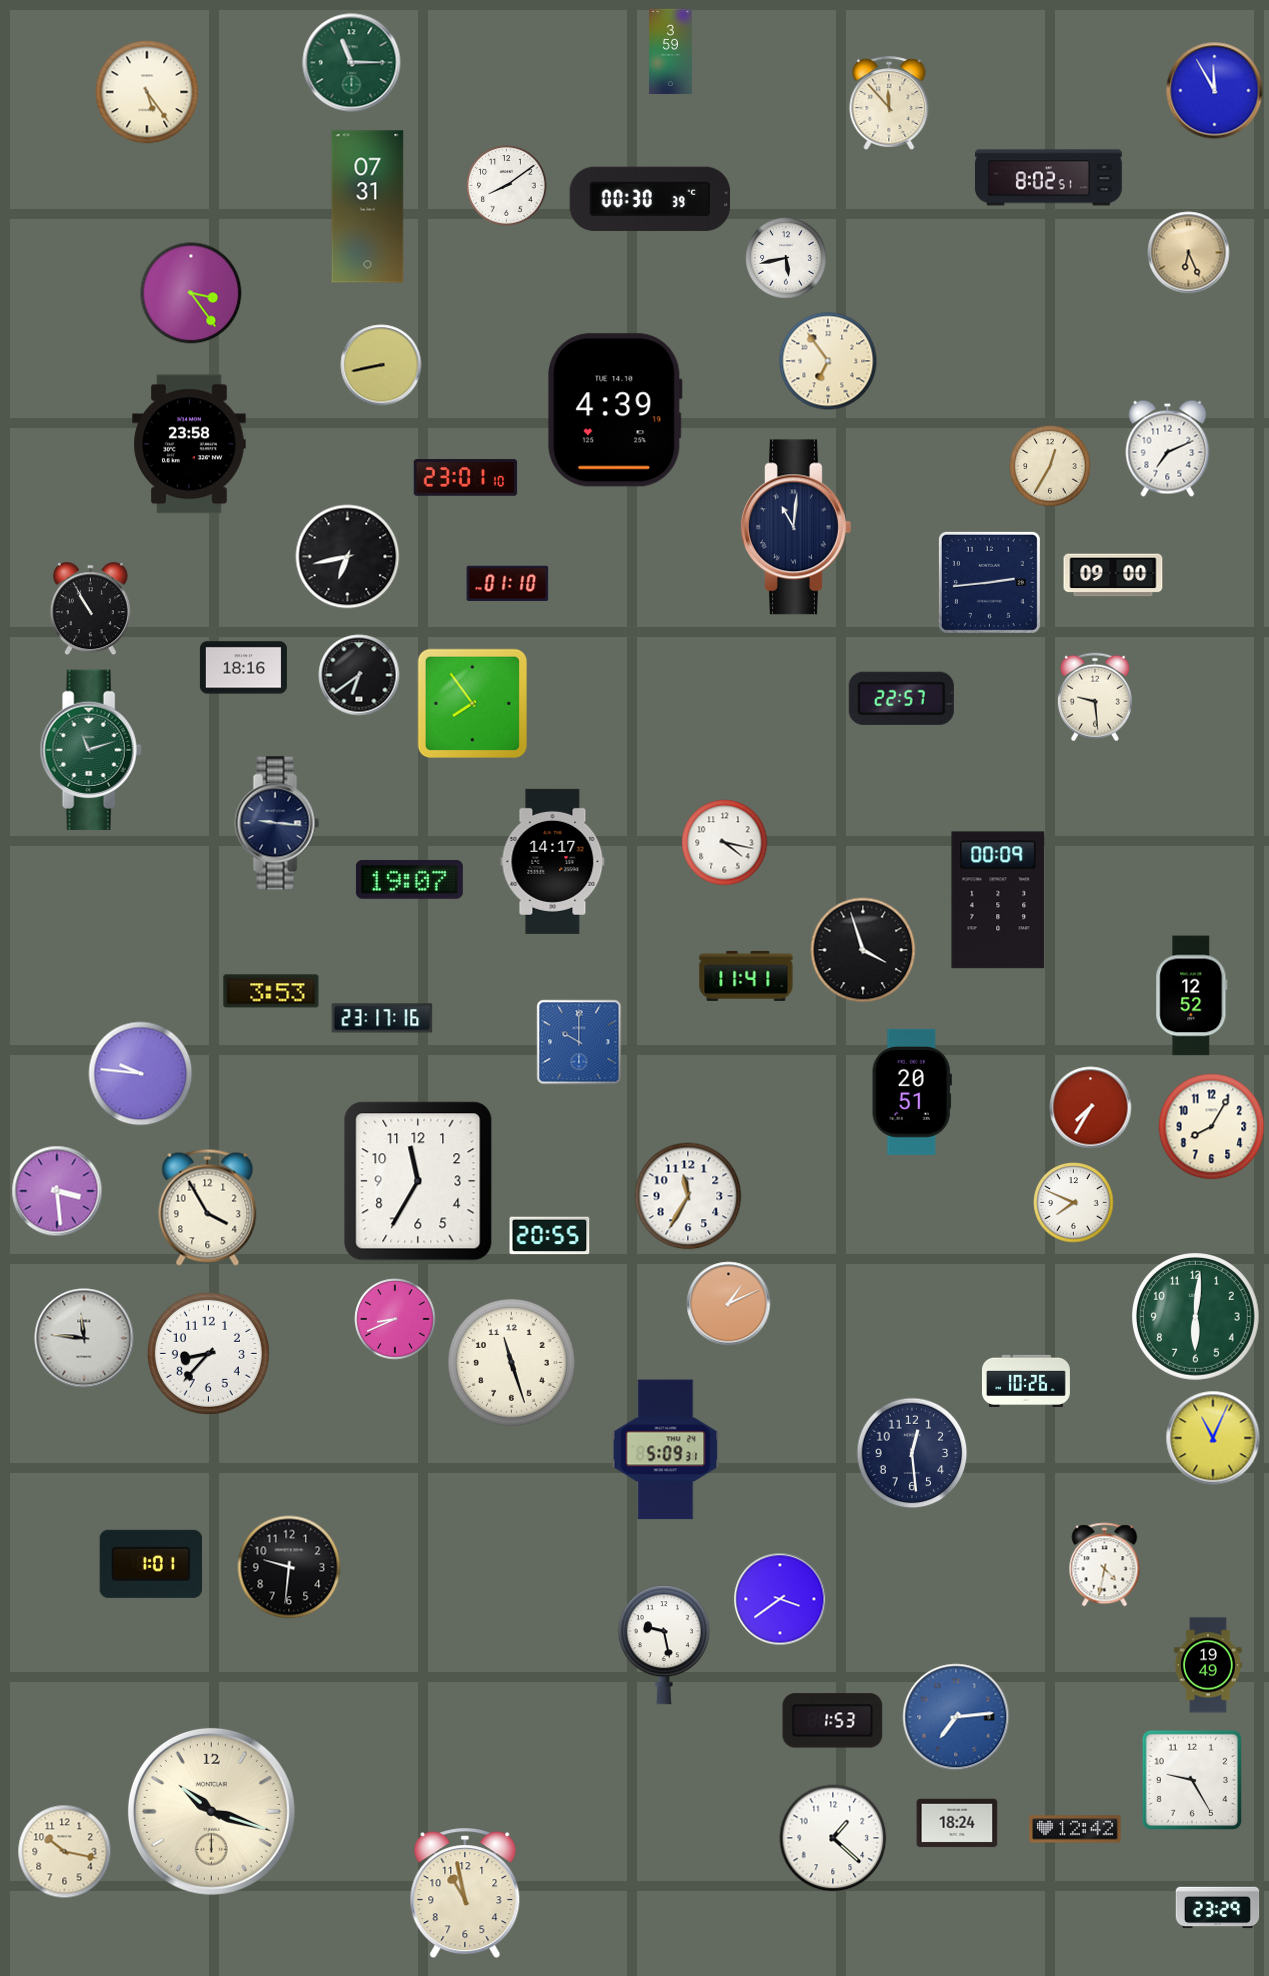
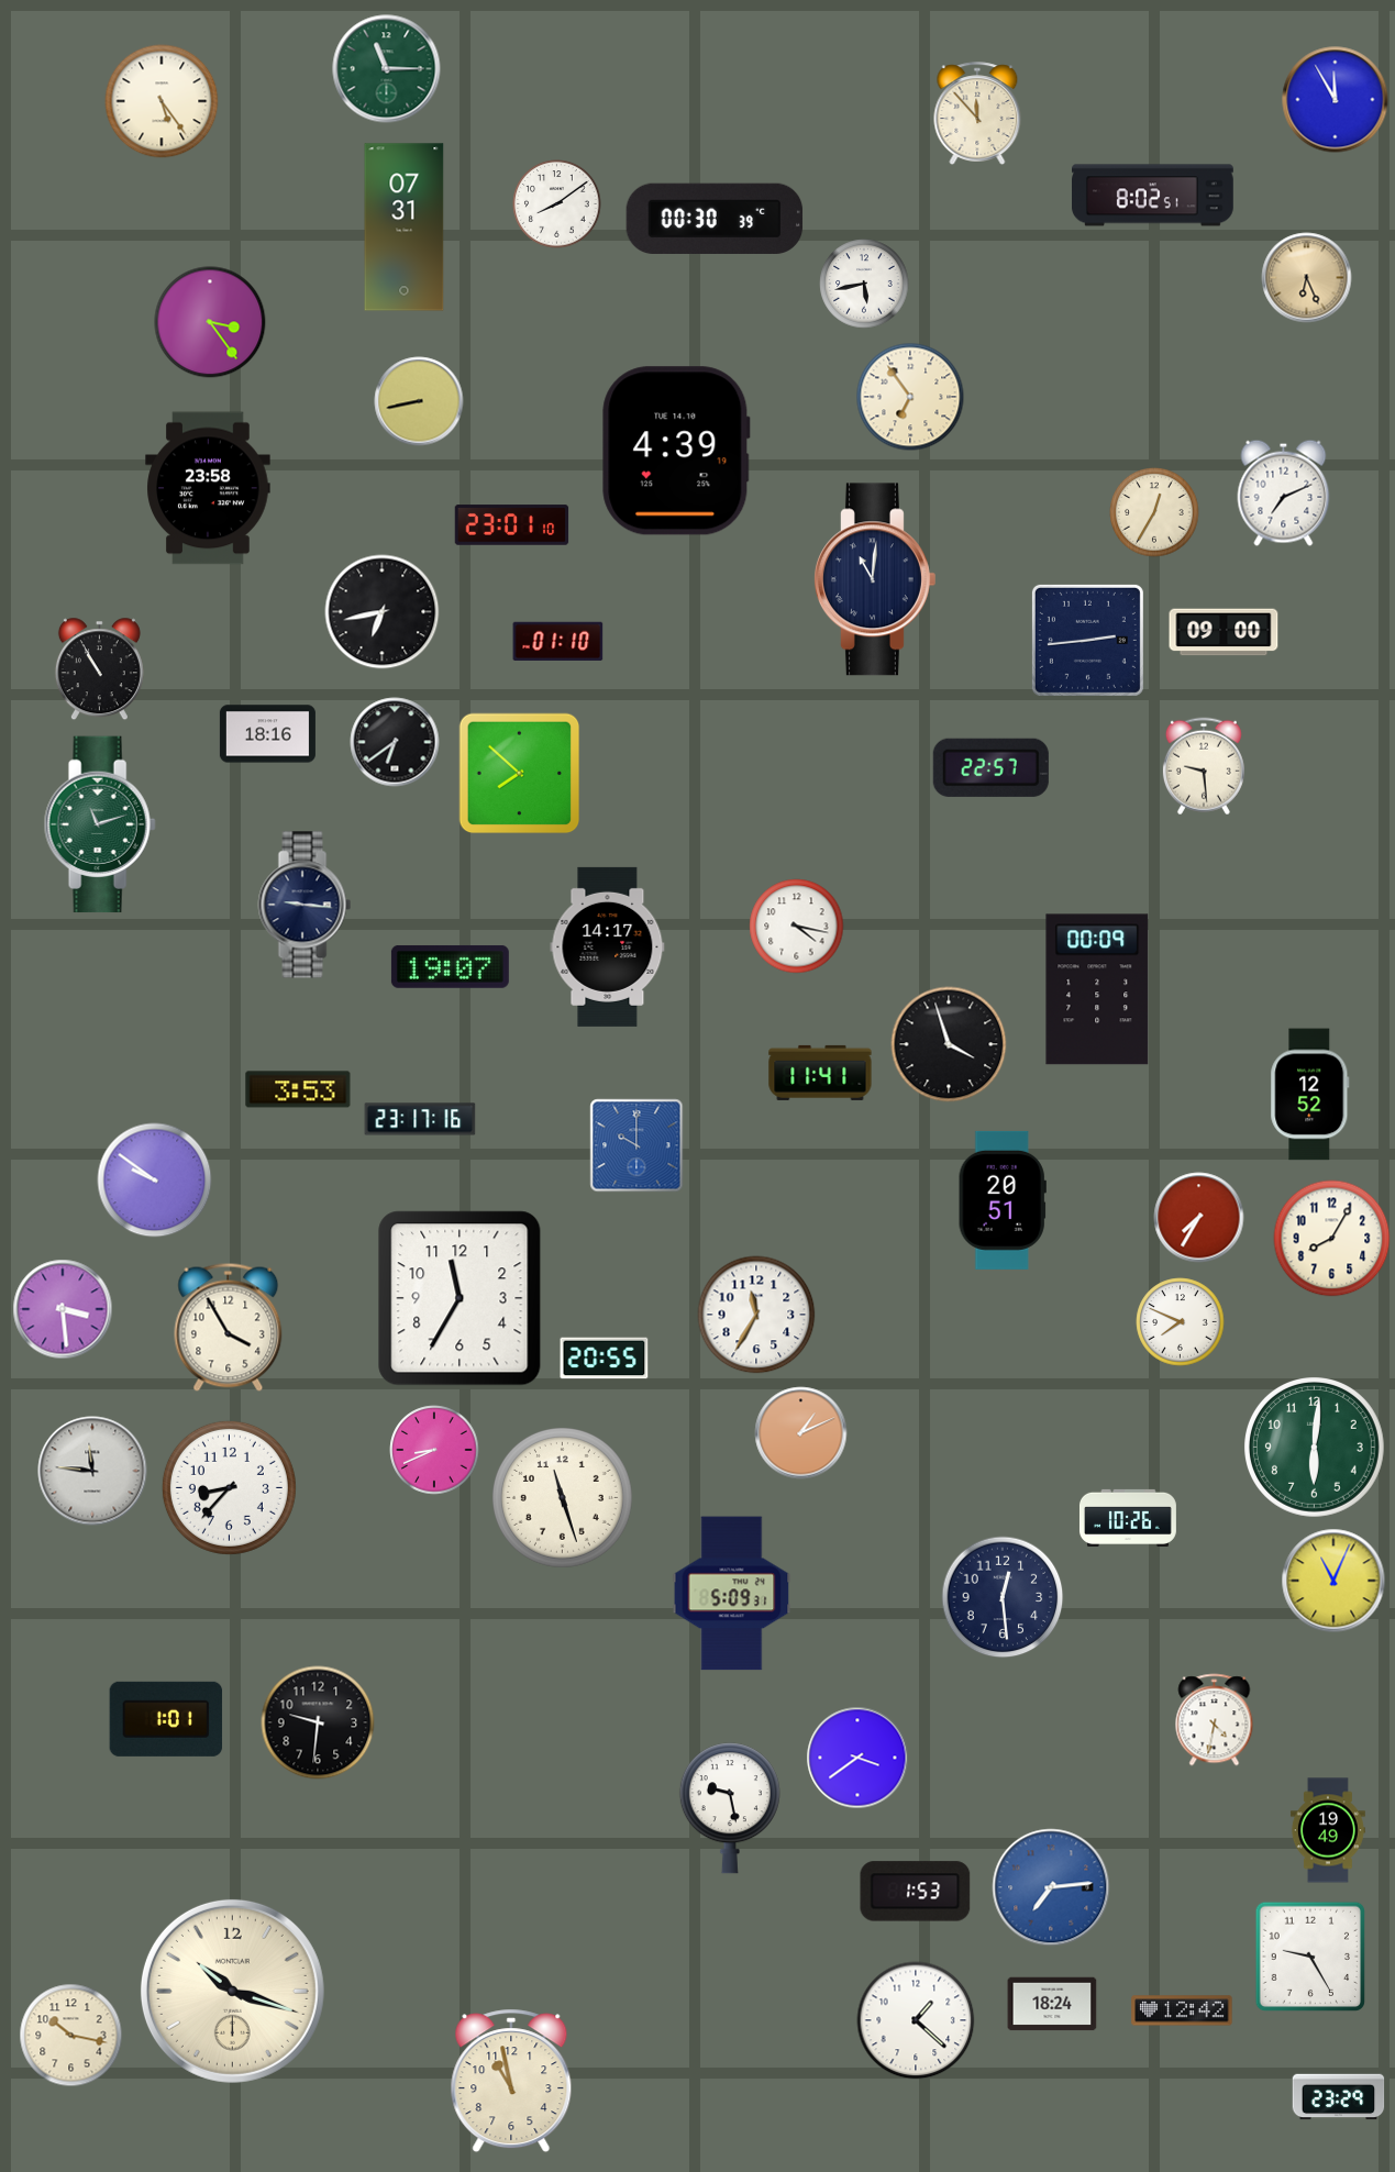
clock at (671, 52): 3:59 -> none
clock at (473, 704): 7:54 -> 7:52
clock at (141, 1074): 9:46 -> 9:51
